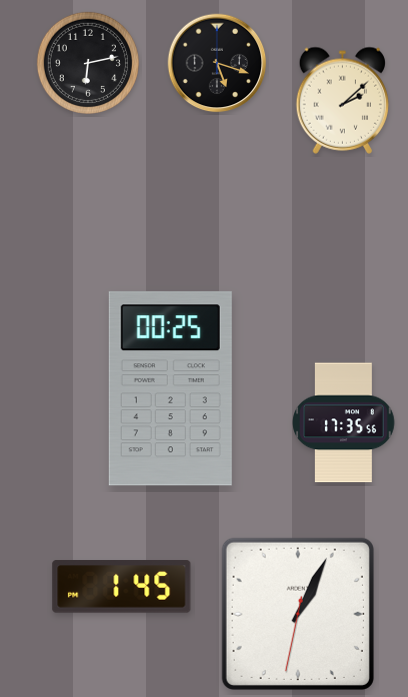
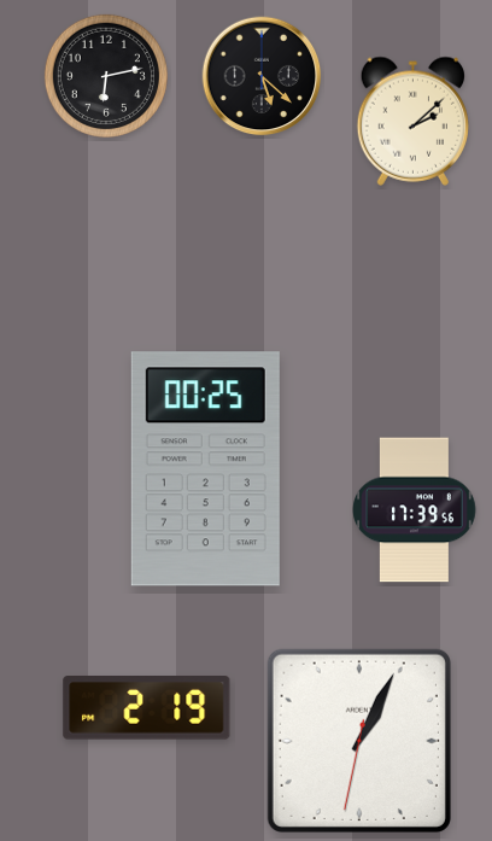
clock at (217, 63): 5:18 -> 5:22
clock at (344, 423): 17:35 -> 17:39
clock at (122, 587): 1:45 -> 2:19
